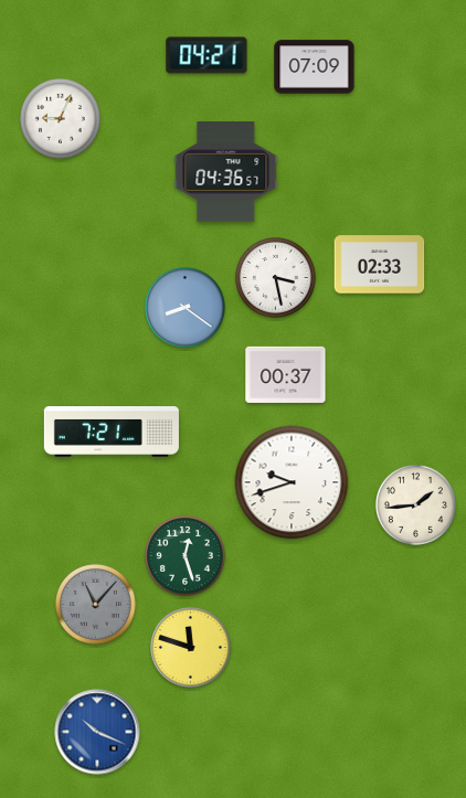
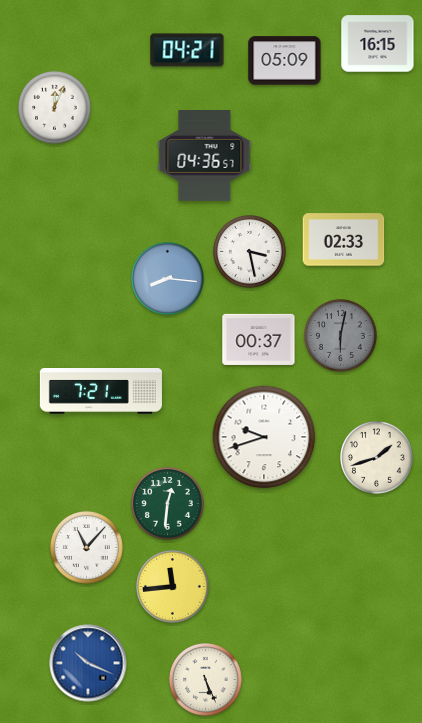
clock at (378, 44): none -> 16:15
clock at (315, 67): 07:09 -> 05:09
clock at (61, 119): 9:04 -> 12:04
clock at (186, 308): 8:21 -> 8:16
clock at (341, 336): none -> 6:02
clock at (416, 506): 1:44 -> 1:42
clock at (186, 556): 12:27 -> 12:31
clock at (96, 605) dial: grey -> white
clock at (191, 648): 11:48 -> 11:44
clock at (206, 680): none -> 5:26
